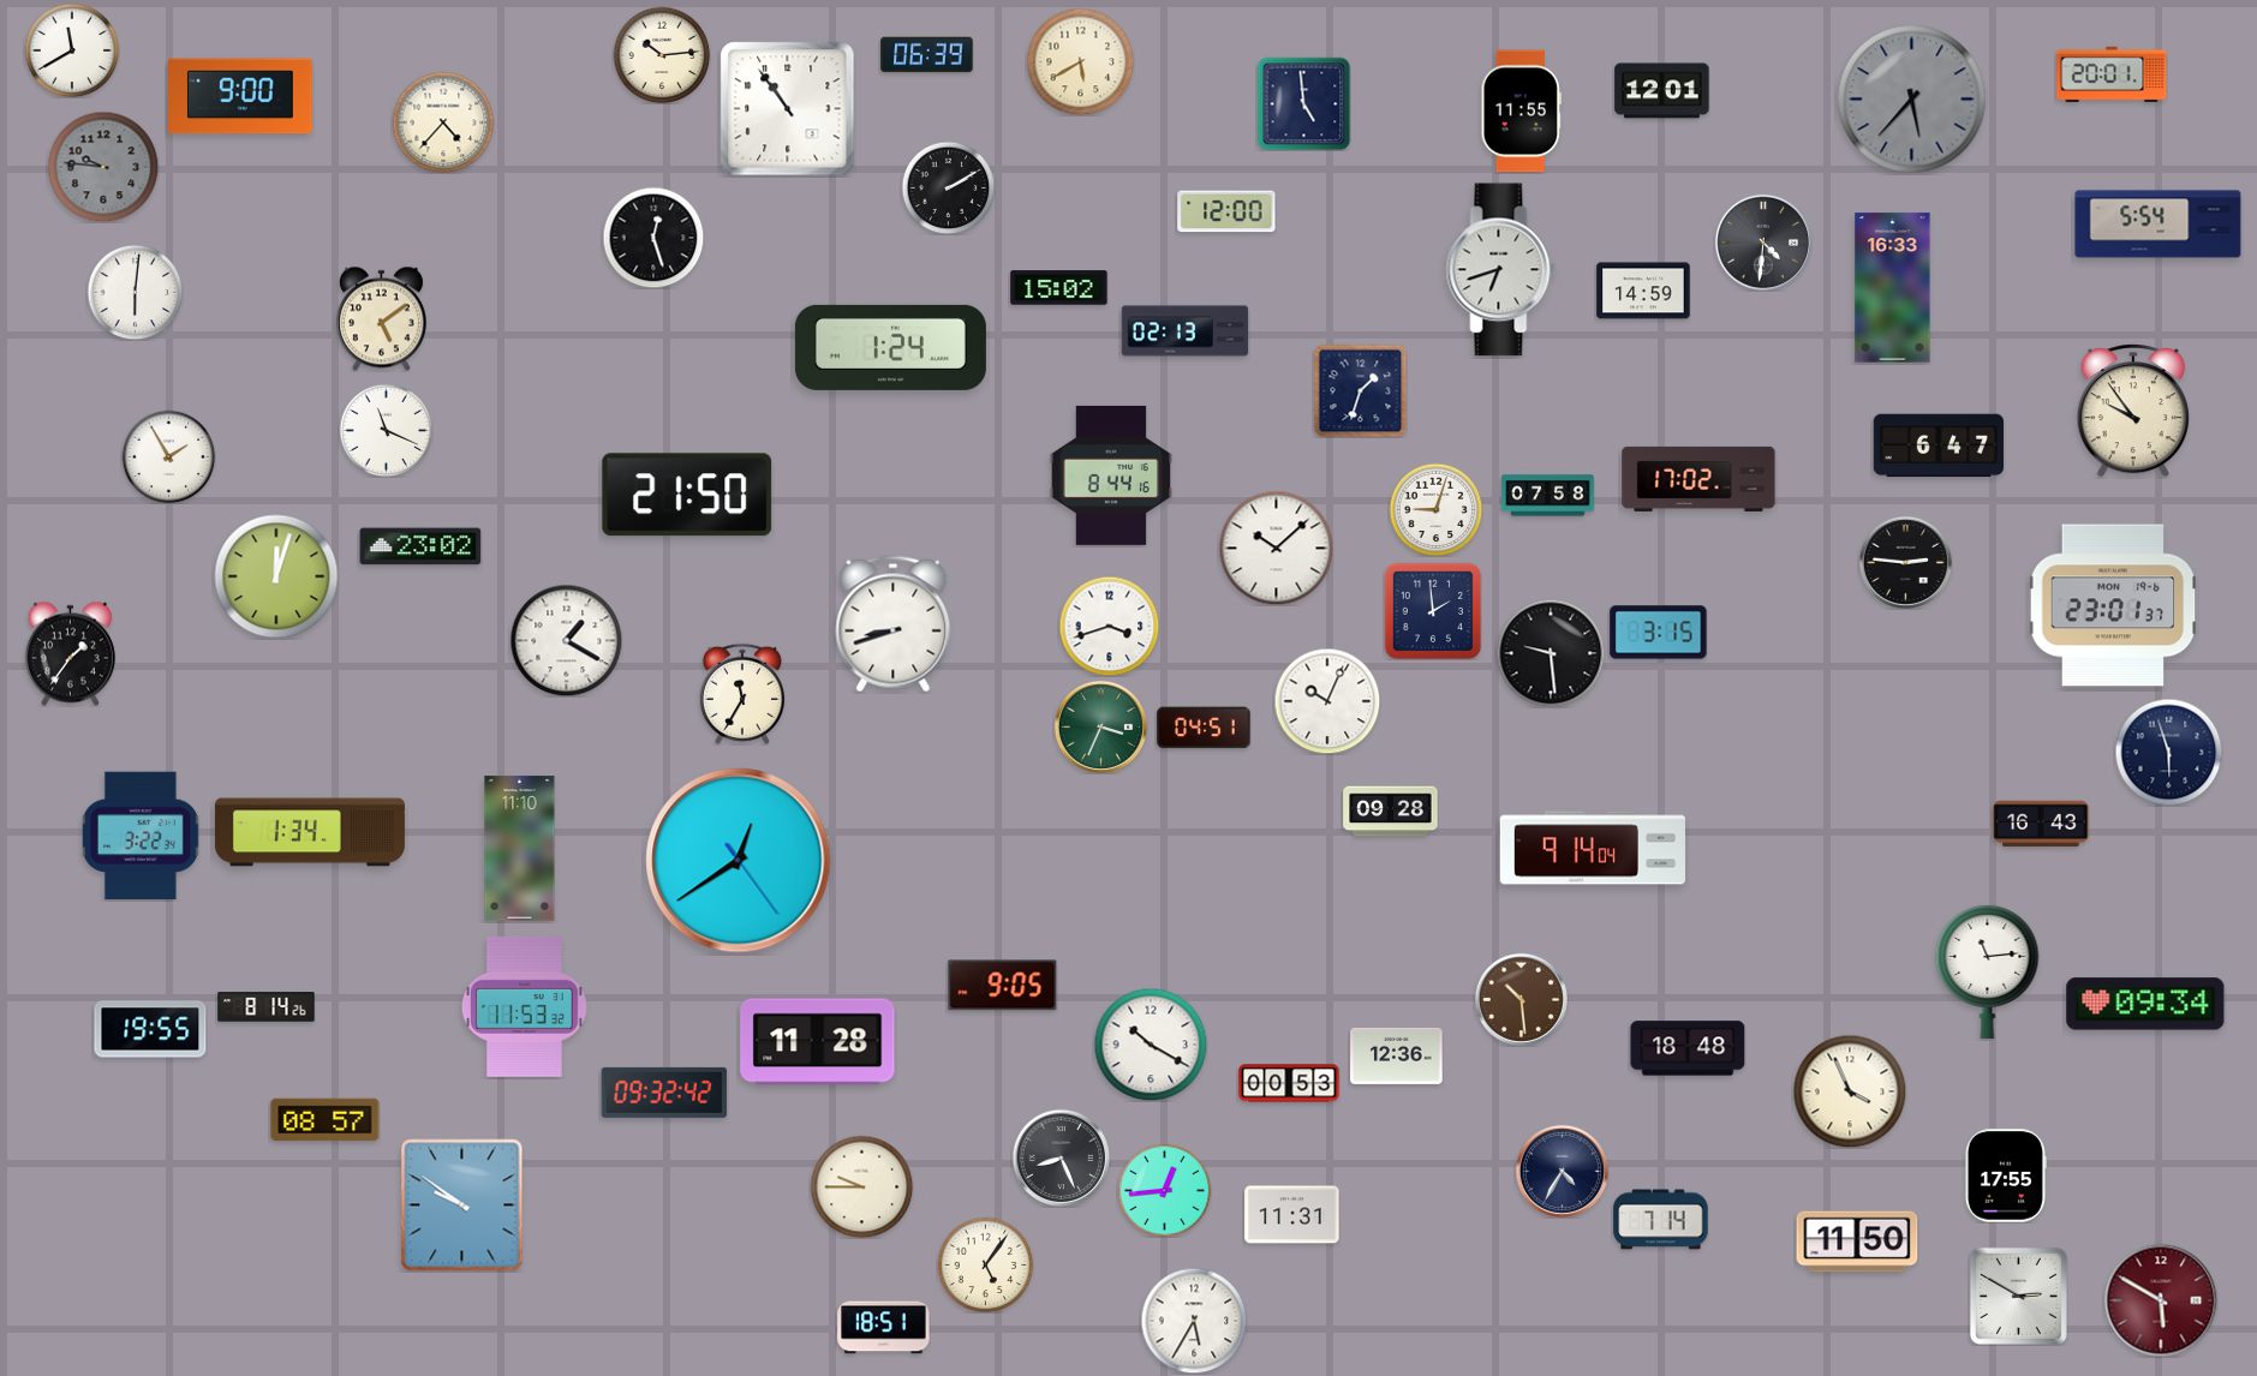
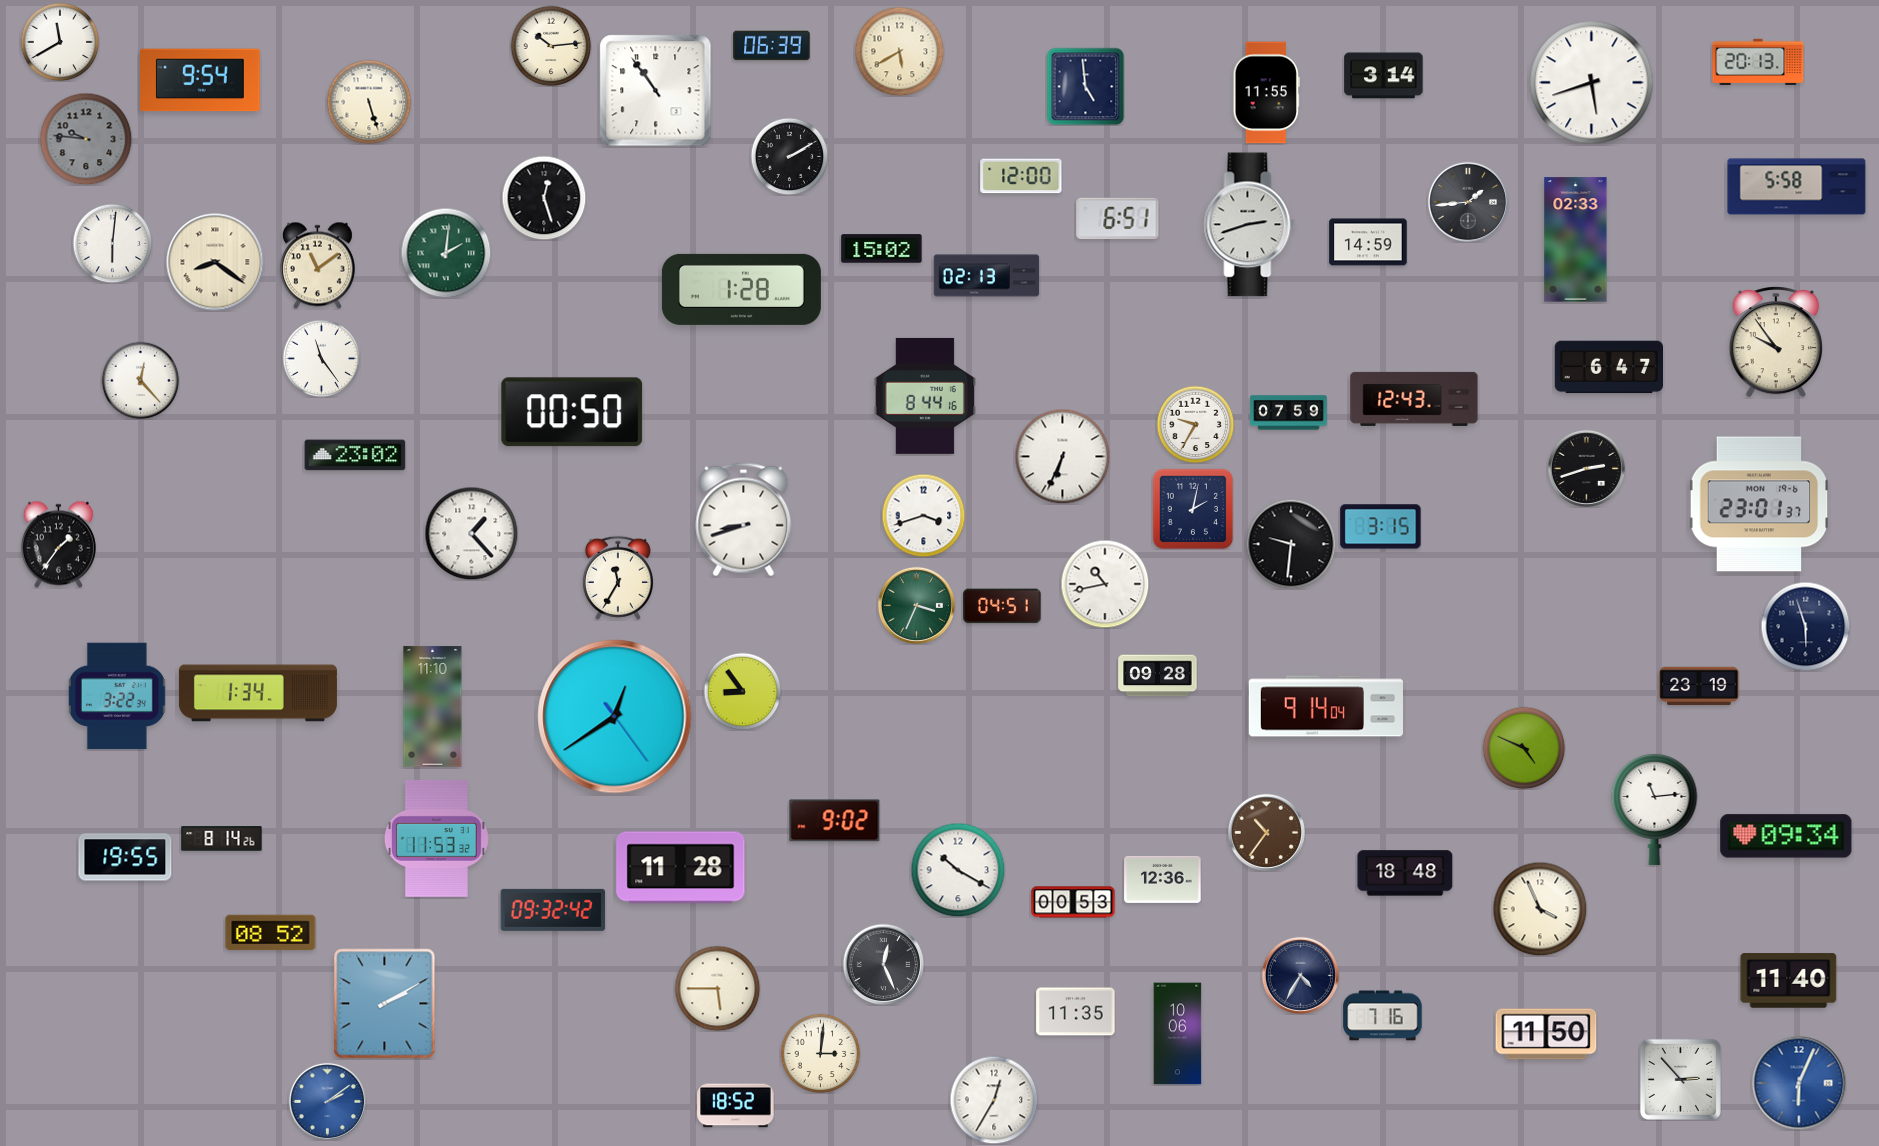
clock at (2112, 74): 20:01 -> 20:13
clock at (1662, 91): 12:01 -> 3:14
clock at (241, 96): 9:00 -> 9:54
clock at (1912, 100): 5:37 -> 5:42
clock at (1912, 100) dial: grey -> white
clock at (443, 122): 4:37 -> 5:27
clock at (2159, 225): 5:54 -> 5:58
clock at (1763, 243): 4:31 -> 1:44
clock at (1118, 219): none -> 6:51
clock at (1501, 270): 6:42 -> 2:42
clock at (1059, 288) position: (1059, 288) -> (882, 249)
clock at (1893, 288): 16:33 -> 02:33
clock at (446, 253): none -> 2:01
clock at (215, 262): none -> 8:21
clock at (381, 318): 5:09 -> 11:09
clock at (890, 347): 1:24 -> 1:28
clock at (1360, 390): 1:33 -> none
clock at (386, 430): 11:19 -> 11:24
clock at (1937, 445) position: (1937, 445) -> (1608, 367)
clock at (168, 456): 1:55 -> 12:23
clock at (1698, 479): 17:02 -> 12:43
clock at (687, 495): 21:50 -> 00:50
clock at (1548, 496): 07:58 -> 07:59
clock at (1435, 509): 9:03 -> 9:35
clock at (420, 546) position: (420, 546) -> (355, 455)
clock at (1276, 548): 10:08 -> 6:34
clock at (1905, 562): 2:46 -> 2:42
clock at (276, 576): 12:03 -> none
clock at (1433, 611): 1:59 -> 2:02
clock at (1109, 626) position: (1109, 626) -> (923, 515)
clock at (566, 640): 1:20 -> 1:23
clock at (1551, 653): 9:29 -> 9:31
clock at (1327, 701): 10:04 -> 10:43
clock at (2041, 824): 16:43 -> 23:19
clock at (742, 691): none -> 8:54
clock at (1524, 748): none -> 4:49
clock at (1003, 986): 9:05 -> 9:02
clock at (1521, 999): 10:29 -> 10:36
clock at (326, 1120): 08:57 -> 08:52
clock at (1061, 1157): 8:26 -> 12:26
clock at (2005, 1175): 17:55 -> none
clock at (1789, 981): none -> 11:40
clock at (861, 1186): 9:45 -> 5:45
clock at (1164, 1190): 12:44 -> none
clock at (462, 1206): 9:51 -> 2:10
clock at (1292, 1215): 11:31 -> 11:35
clock at (1661, 1220): 7:14 -> 7:16
clock at (1178, 1034): none -> 10:06
clock at (985, 1264): 5:06 -> 3:01
clock at (2018, 1296): 2:50 -> 2:53
clock at (2161, 1300): 5:50 -> 6:04
clock at (2161, 1300) dial: burgundy -> blue
clock at (1194, 1321): 5:35 -> 12:35
clock at (327, 1101): none -> 2:09
clock at (884, 1328): 18:51 -> 18:52
